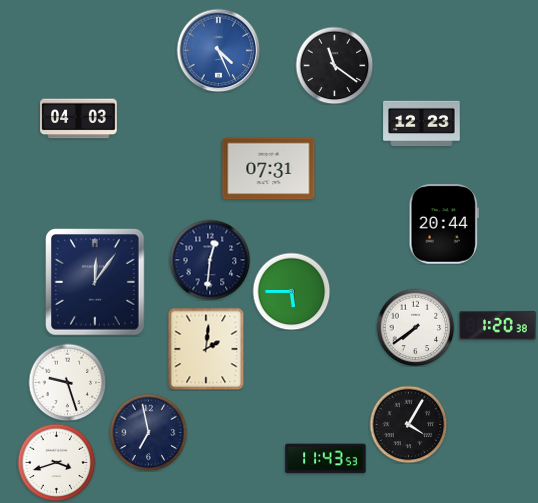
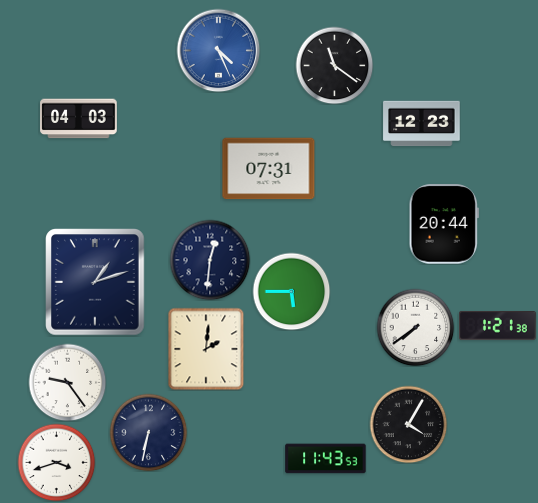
clock at (95, 282): 12:06 -> 1:12
clock at (498, 326): 1:20 -> 1:21
clock at (67, 382): 9:27 -> 9:24
clock at (148, 432): 6:58 -> 6:32
